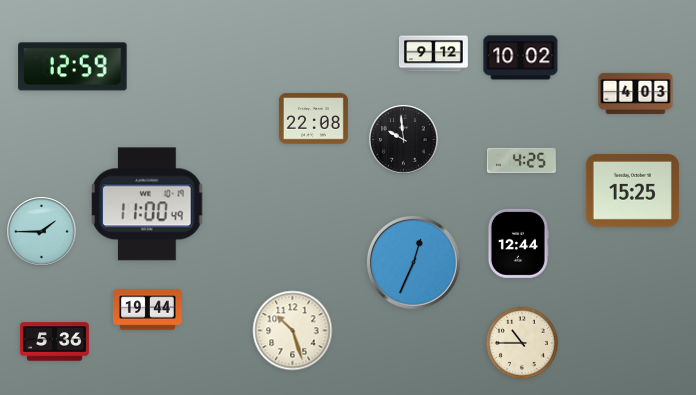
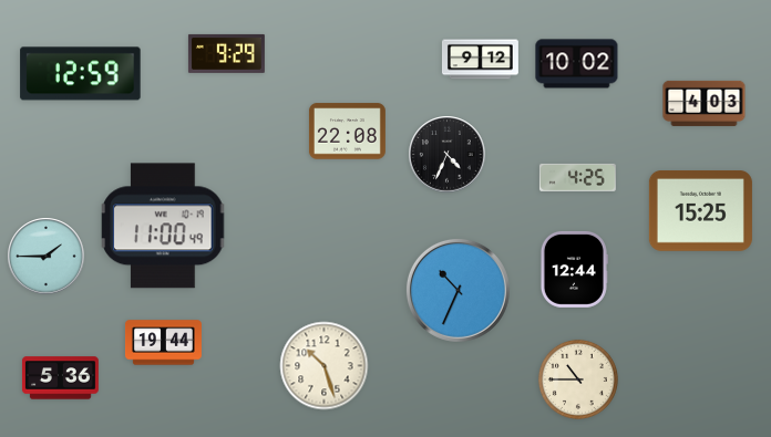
clock at (226, 53): none -> 9:29
clock at (404, 140): 9:59 -> 4:34
clock at (413, 262): 12:34 -> 10:34
